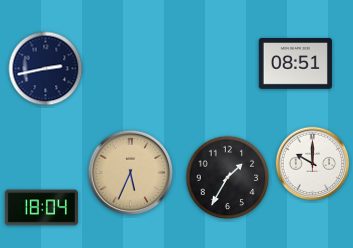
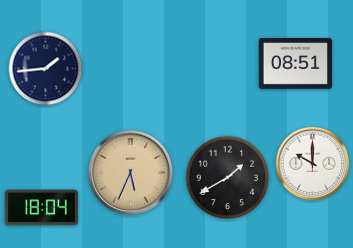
clock at (46, 69): 2:43 -> 1:44
clock at (228, 178): 1:35 -> 1:40
